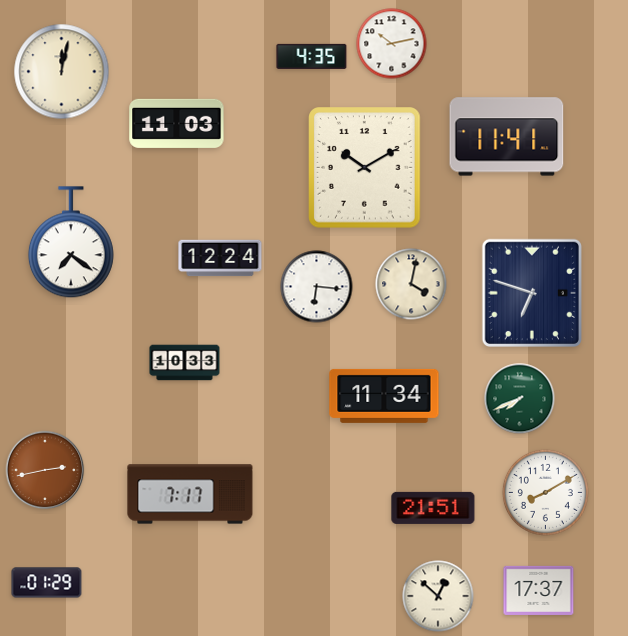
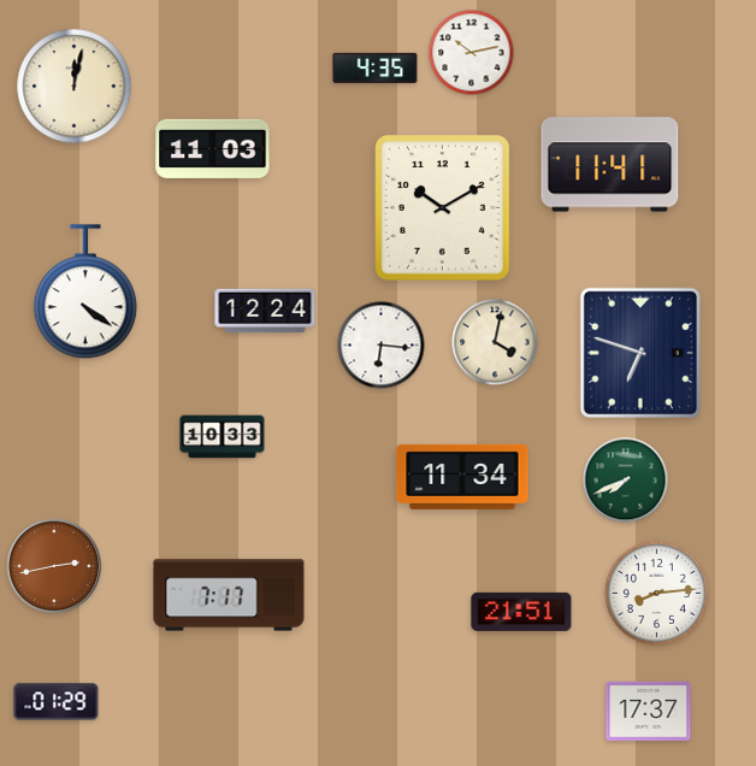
clock at (365, 168) position: (365, 168) -> (443, 208)
clock at (71, 243): 7:21 -> 4:21
clock at (545, 492): 8:10 -> 8:14
clock at (438, 596): 12:52 -> none
